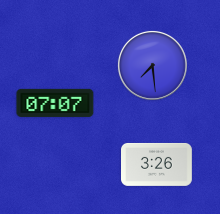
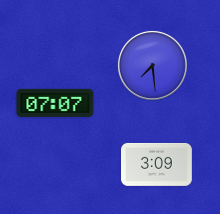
clock at (157, 164): 3:26 -> 3:09
